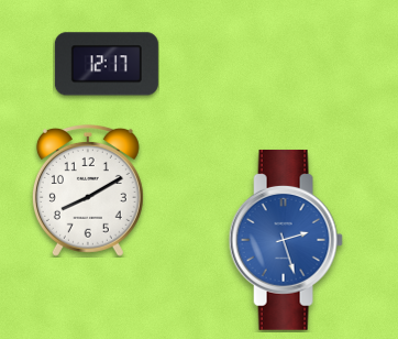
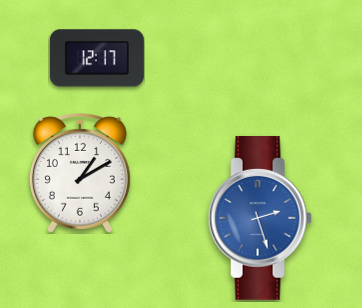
clock at (88, 190): 8:10 -> 1:10
